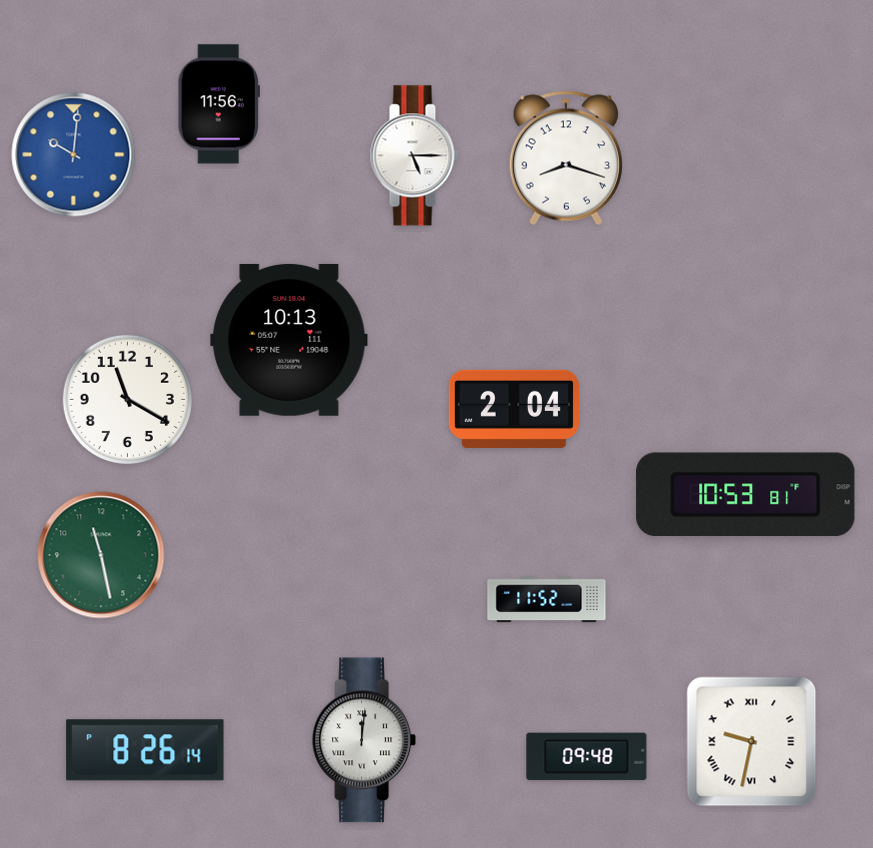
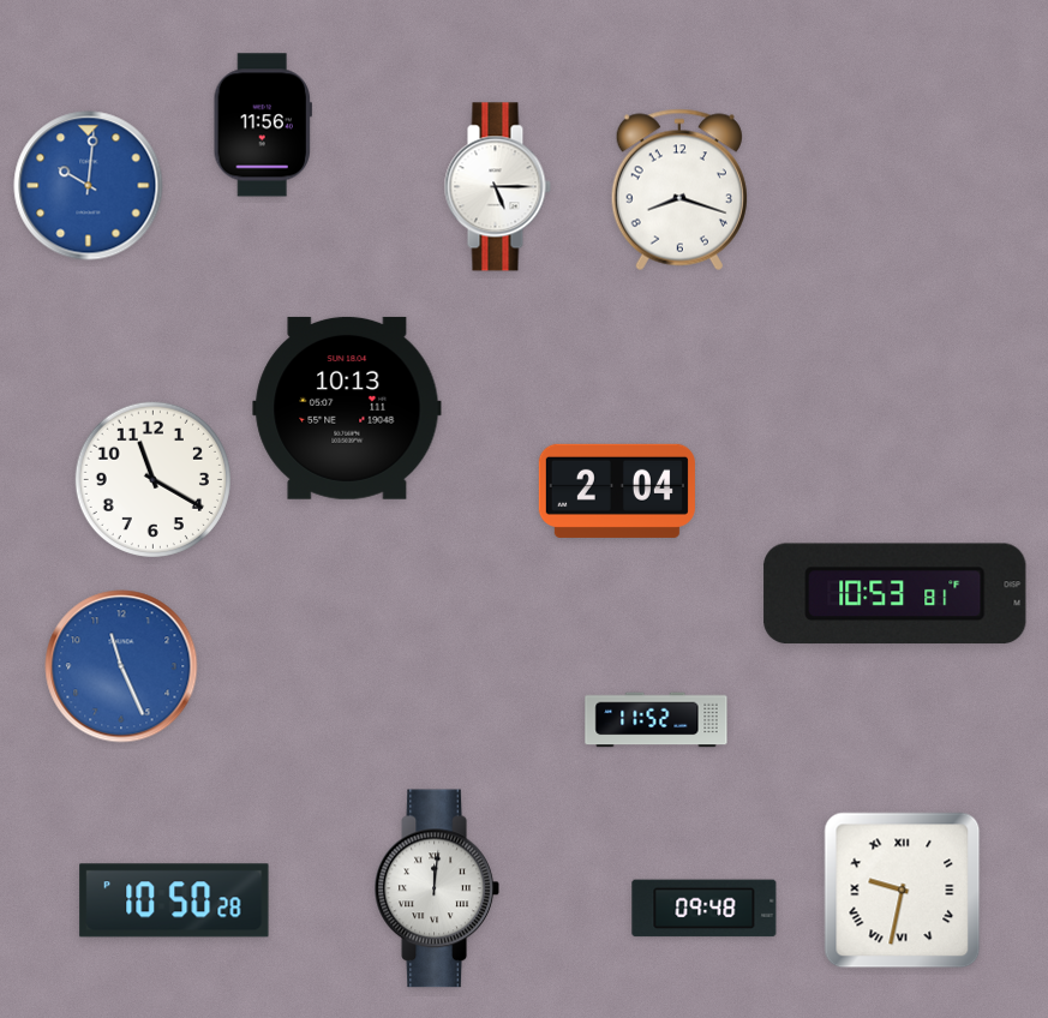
clock at (101, 555): 11:28 -> 11:26
clock at (101, 555) dial: green -> blue
clock at (145, 750): 8:26 -> 10:50
